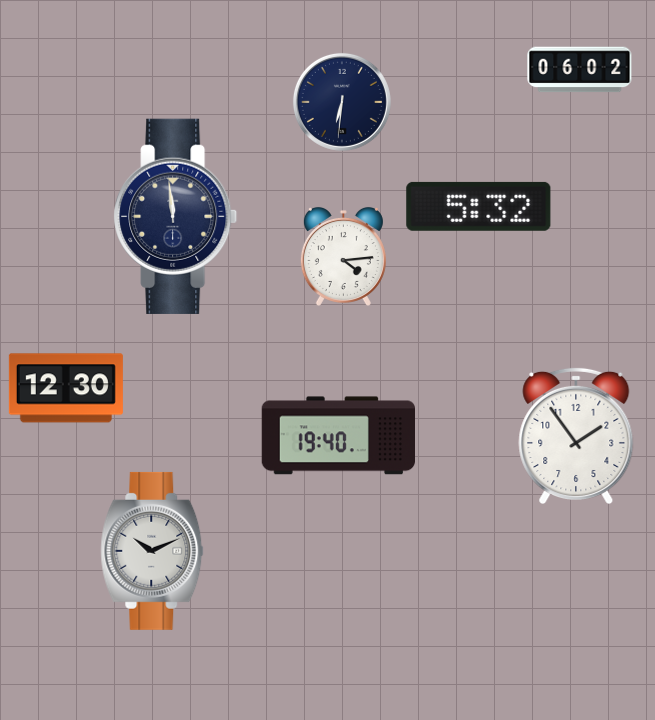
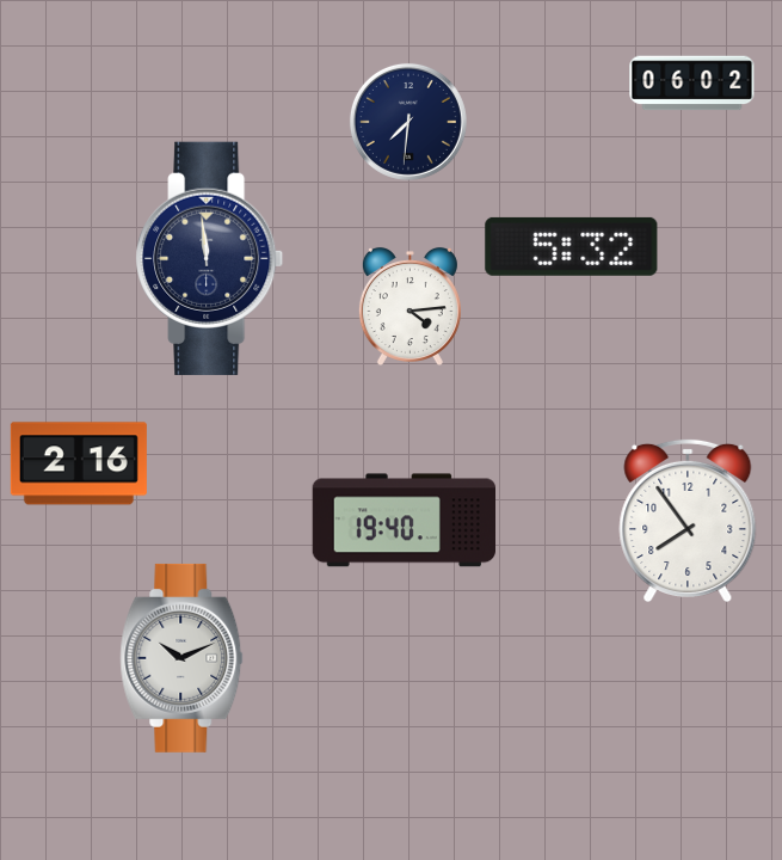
clock at (342, 102): 6:31 -> 7:31
clock at (66, 388): 12:30 -> 2:16
clock at (576, 435): 1:54 -> 7:54
